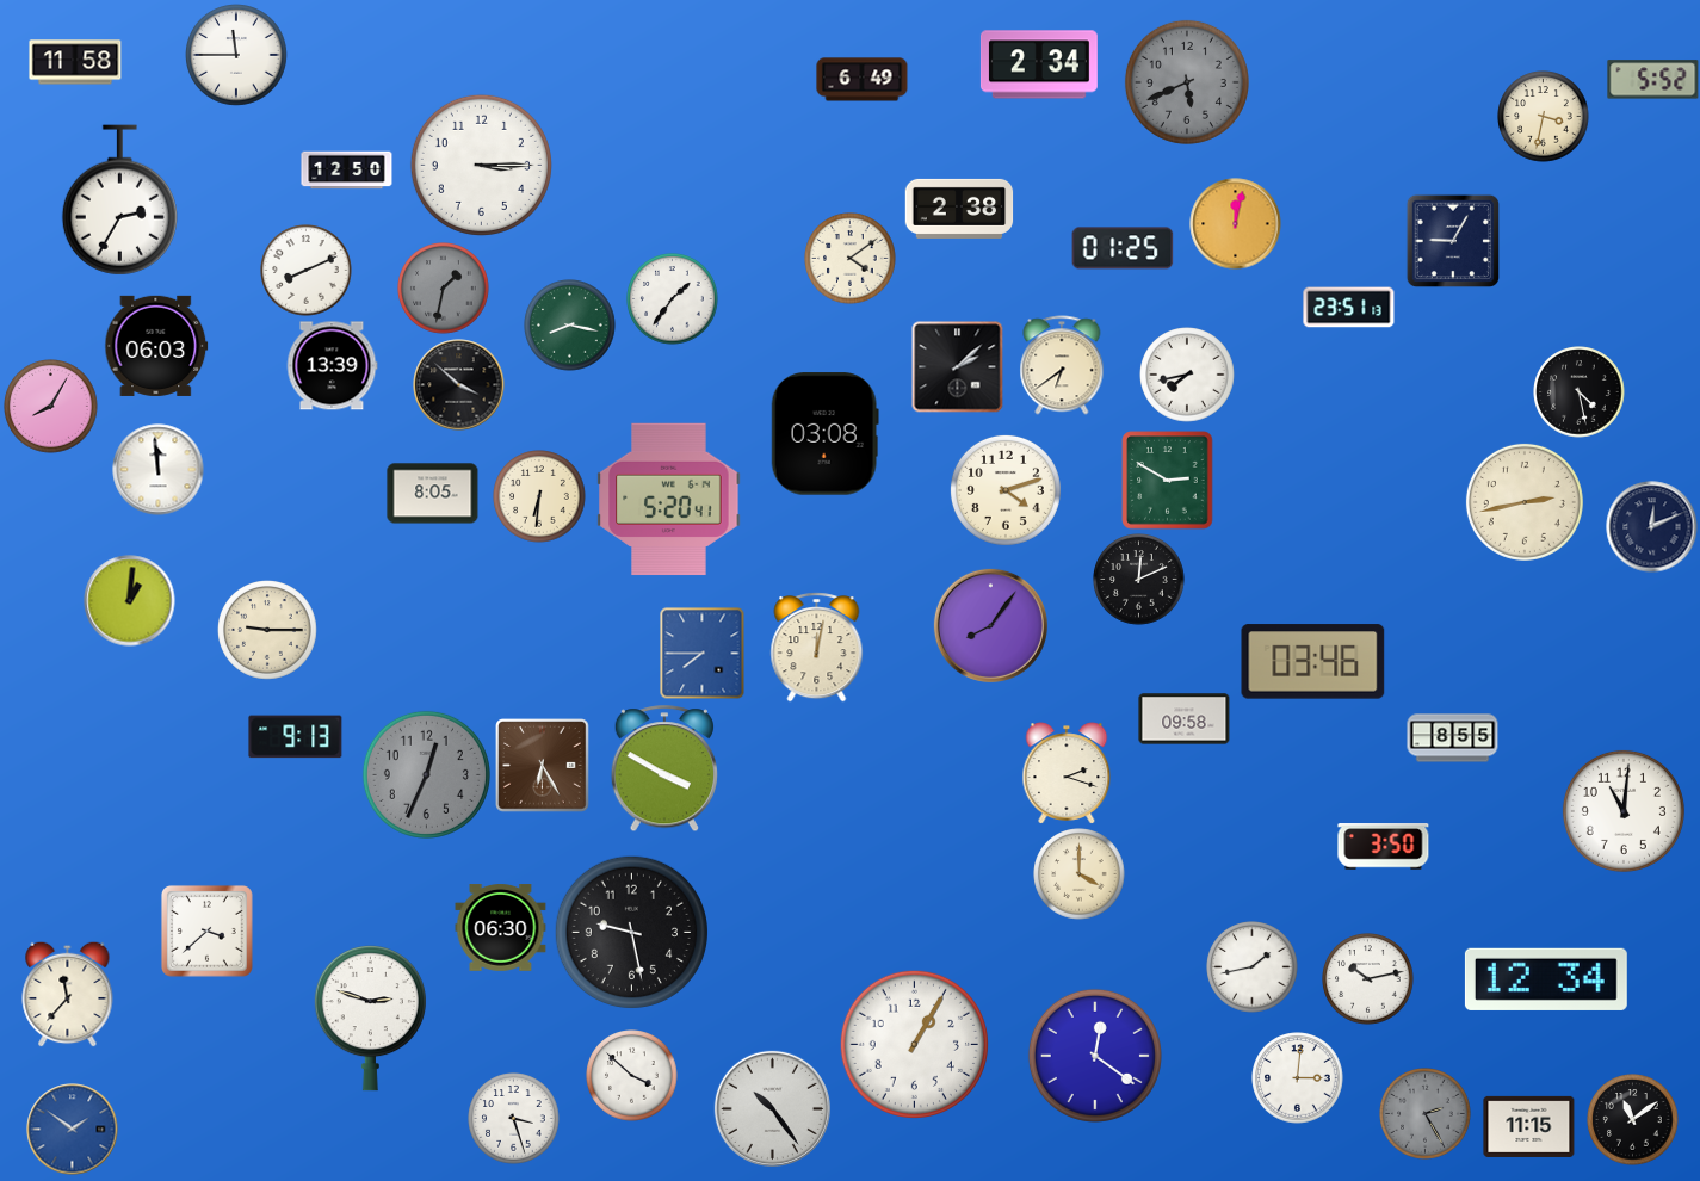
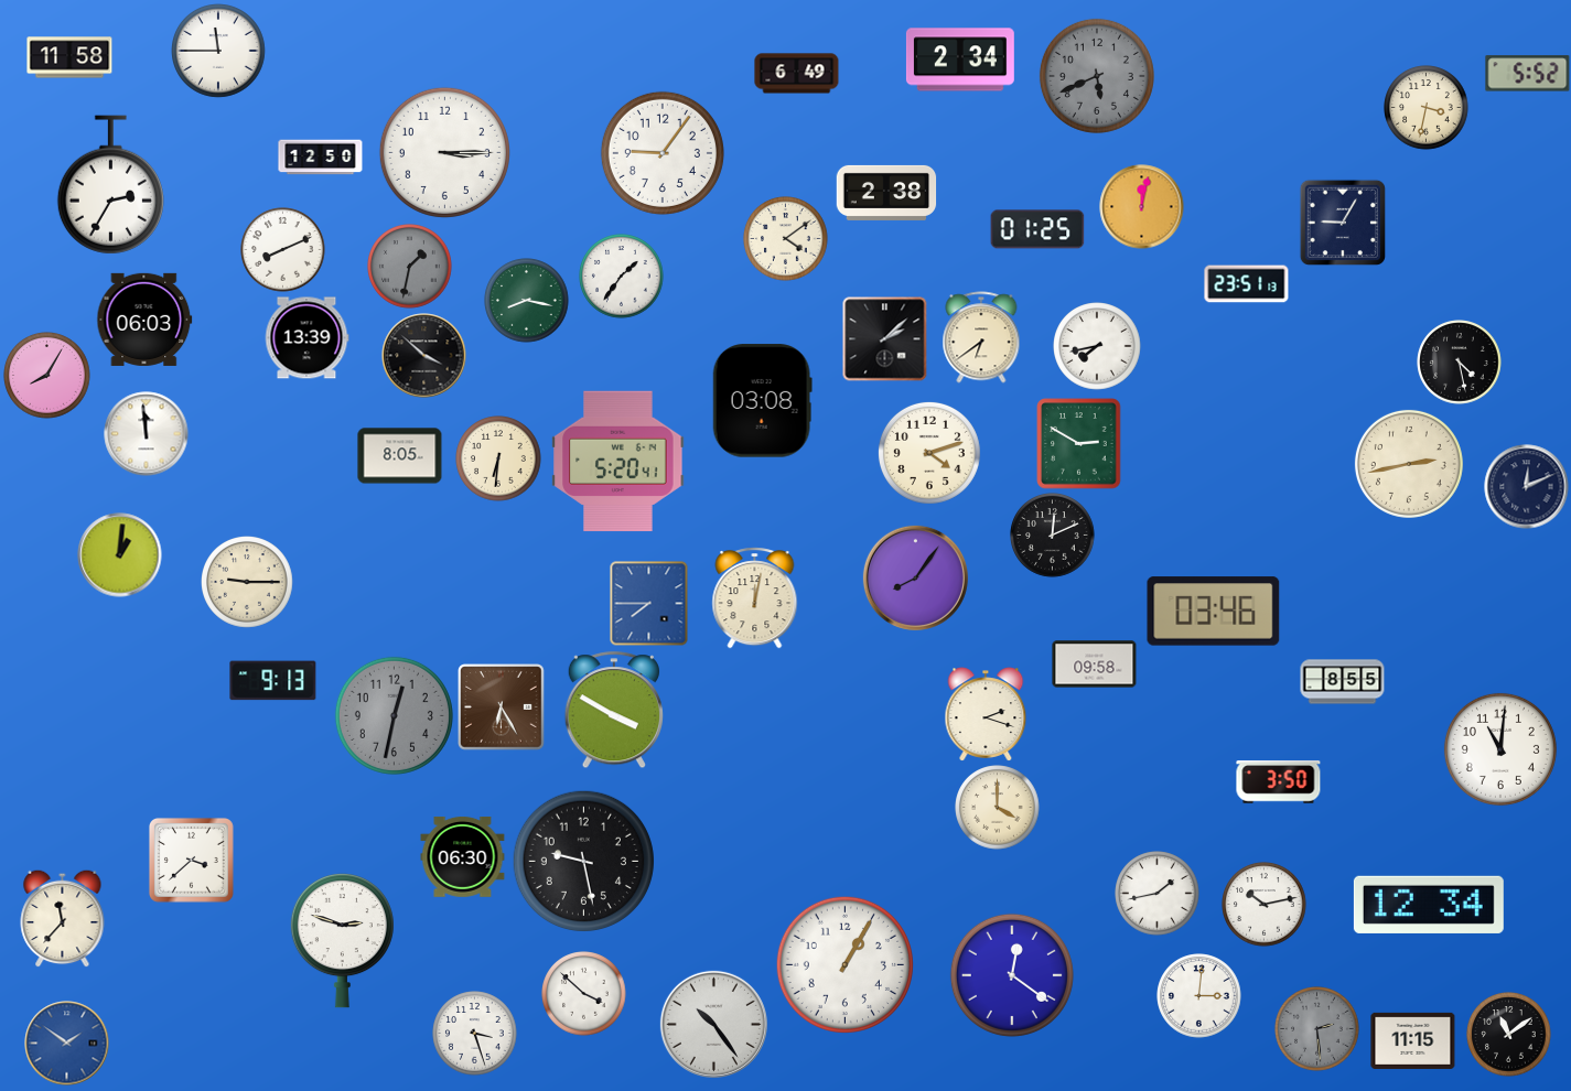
clock at (663, 153): none -> 9:06
clock at (426, 774): 12:34 -> 12:32
clock at (1426, 1114): 2:25 -> 2:29
